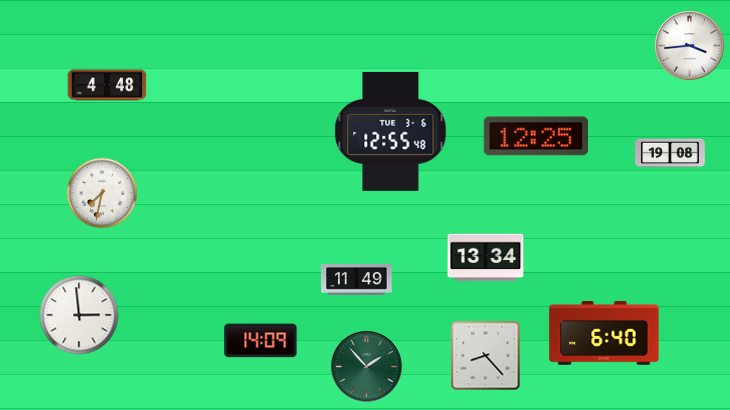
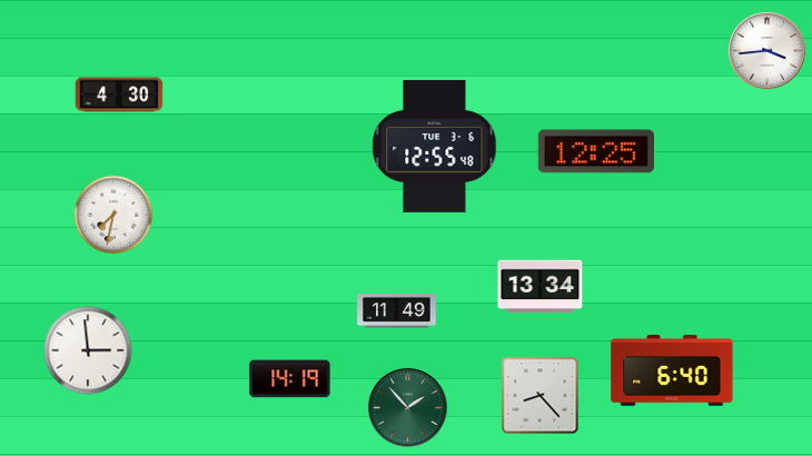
clock at (107, 85): 4:48 -> 4:30
clock at (670, 153): 19:08 -> none
clock at (261, 341): 14:09 -> 14:19
